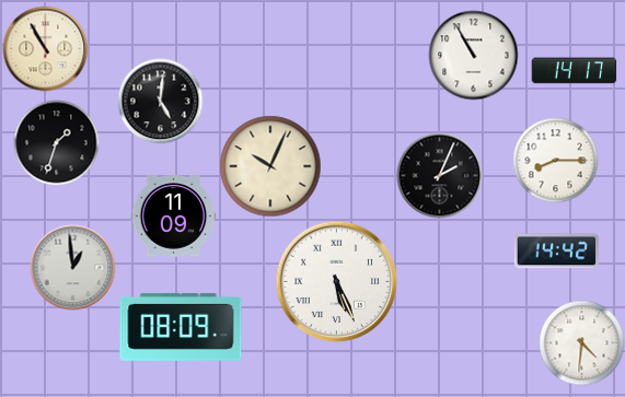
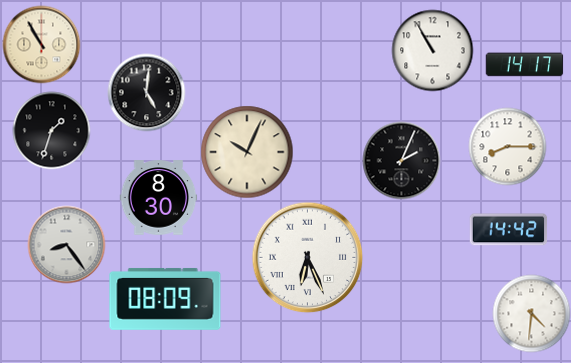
clock at (173, 217): 11:09 -> 8:30
clock at (72, 267): 12:59 -> 8:24
clock at (336, 281): 5:26 -> 6:26
